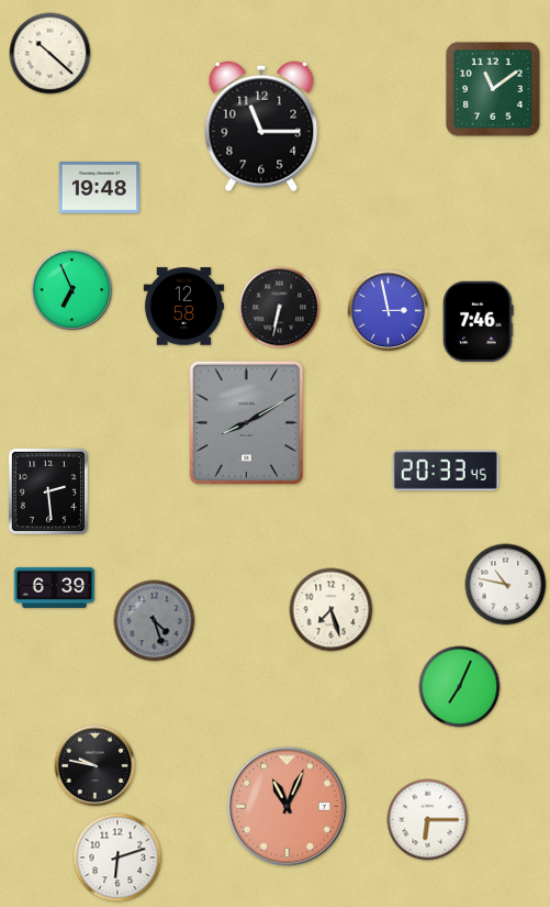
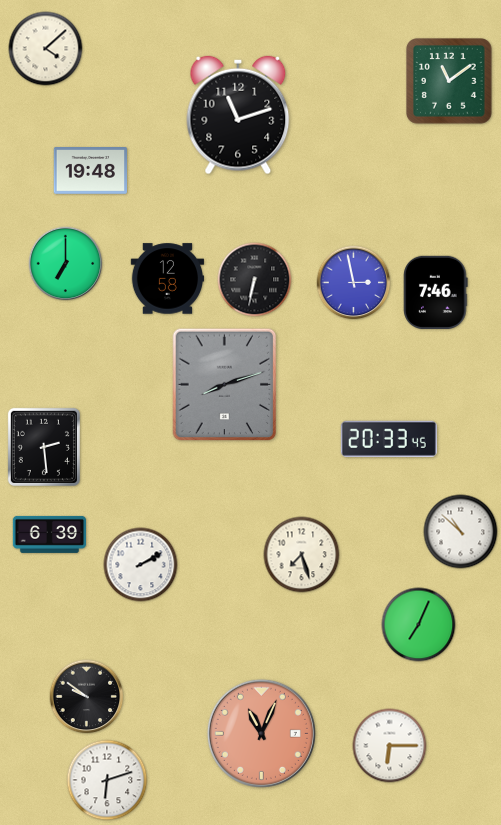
clock at (50, 54): 10:22 -> 4:08
clock at (261, 126): 11:15 -> 11:12
clock at (72, 290): 6:56 -> 7:00
clock at (247, 423): 8:10 -> 8:12
clock at (446, 471) position: (446, 471) -> (389, 439)
clock at (506, 585): 10:47 -> 10:52
clock at (155, 621): 4:27 -> 2:10
clock at (155, 621) dial: grey -> white
clock at (96, 766): 9:47 -> 9:51
